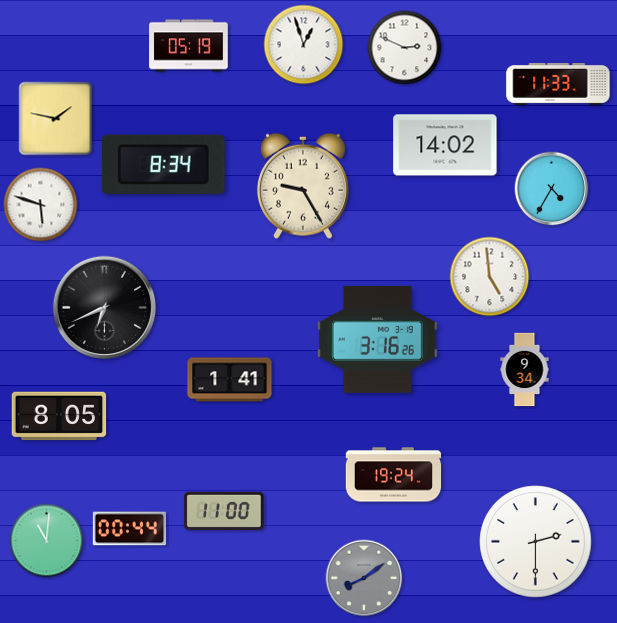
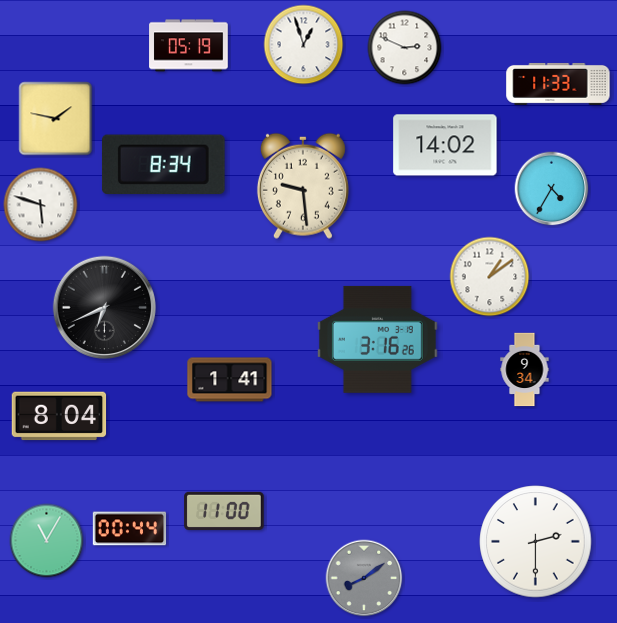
clock at (303, 186): 9:25 -> 9:29
clock at (490, 277): 4:59 -> 1:09
clock at (59, 416): 8:05 -> 8:04
clock at (394, 475): 19:24 -> none
clock at (47, 541): 11:01 -> 11:05
